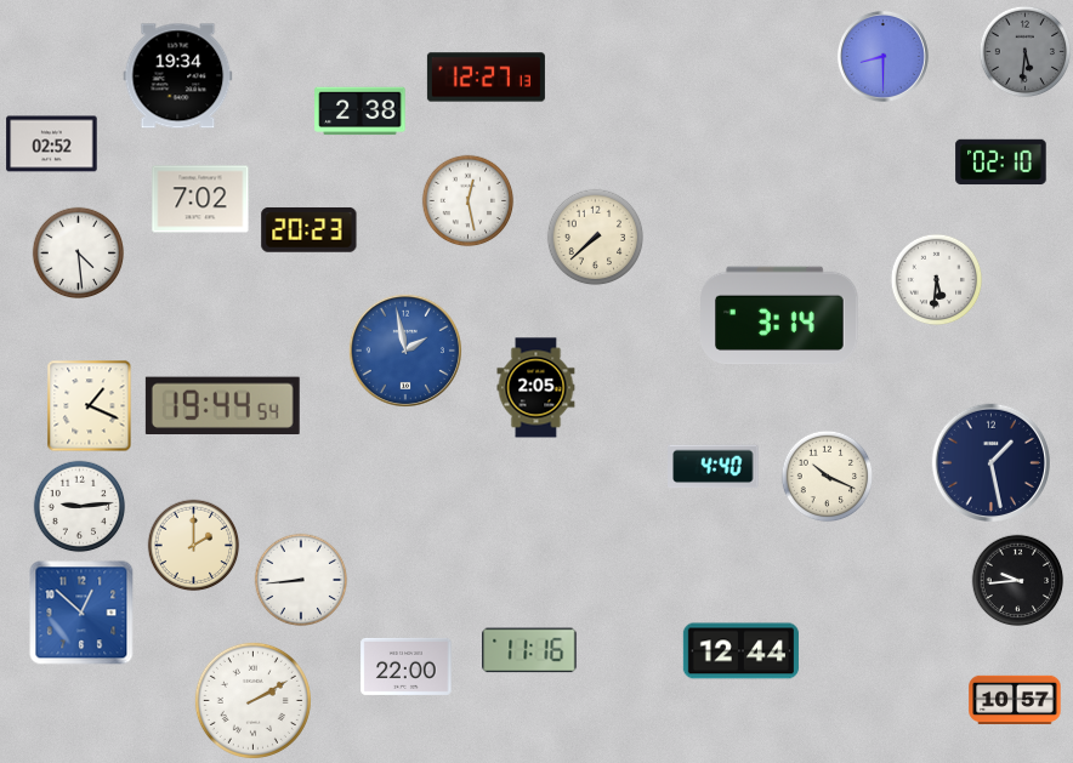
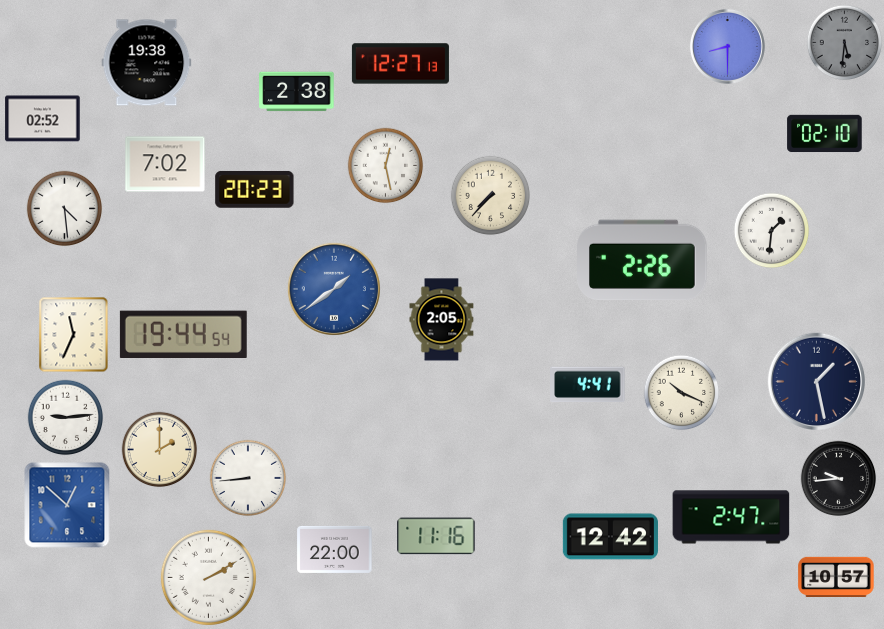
clock at (178, 76): 19:34 -> 19:38
clock at (596, 238): 7:38 -> 7:37
clock at (937, 280): 5:31 -> 1:31
clock at (779, 315): 3:14 -> 2:26
clock at (405, 351): 1:58 -> 1:39
clock at (90, 406): 1:19 -> 11:34
clock at (714, 467): 4:40 -> 4:41
clock at (731, 517): none -> 2:47
clock at (740, 651): 12:44 -> 12:42
